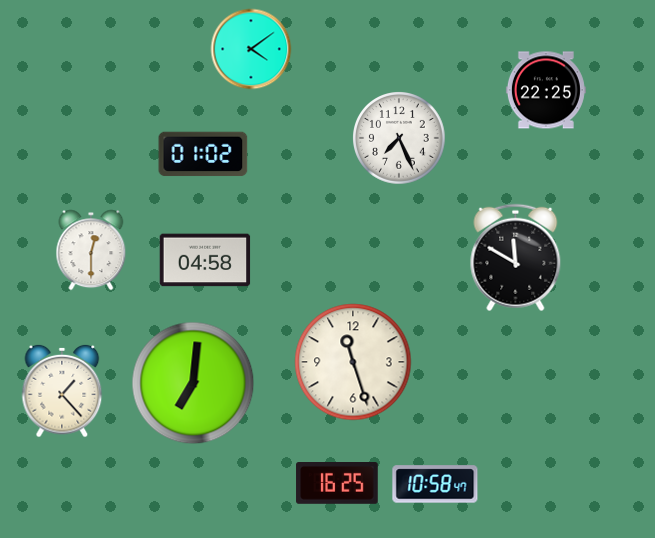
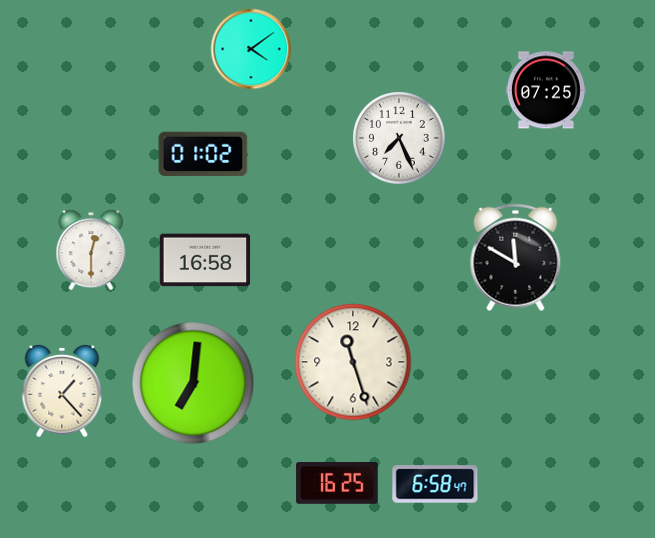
clock at (546, 90): 22:25 -> 07:25
clock at (205, 260): 04:58 -> 16:58
clock at (435, 484): 10:58 -> 6:58
